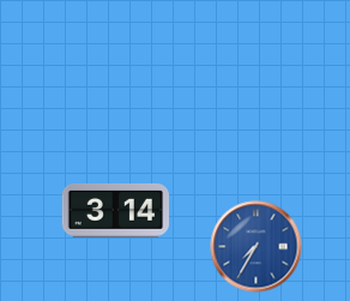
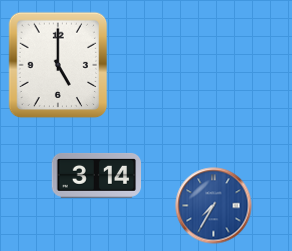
clock at (58, 65): none -> 5:00
